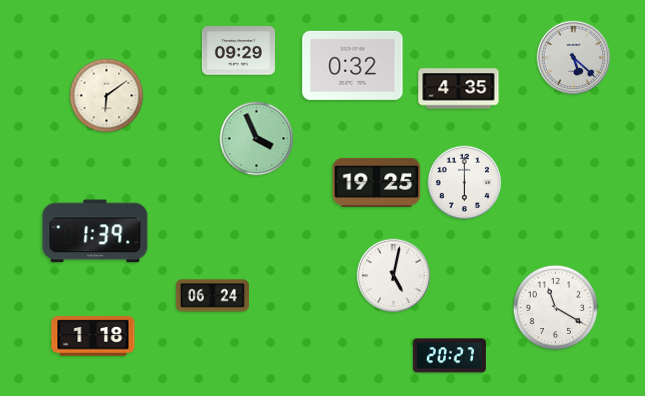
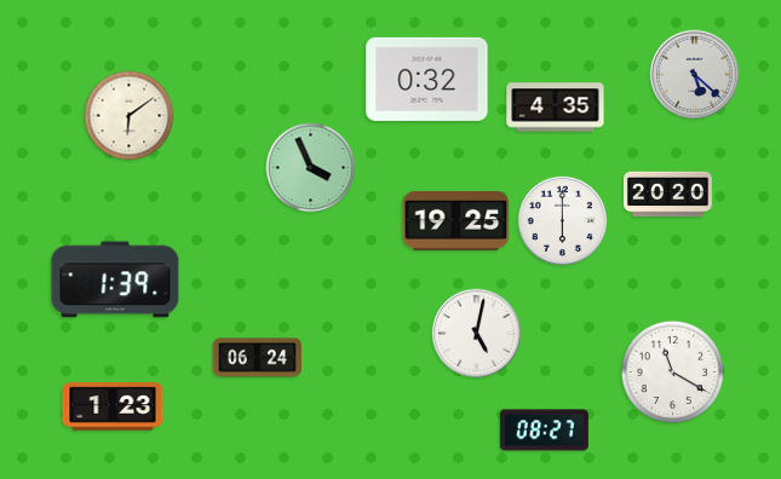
clock at (238, 51): 09:29 -> none
clock at (574, 58) position: (574, 58) -> (695, 75)
clock at (667, 195): none -> 20:20
clock at (93, 336): 1:18 -> 1:23
clock at (449, 356): 20:27 -> 08:27
